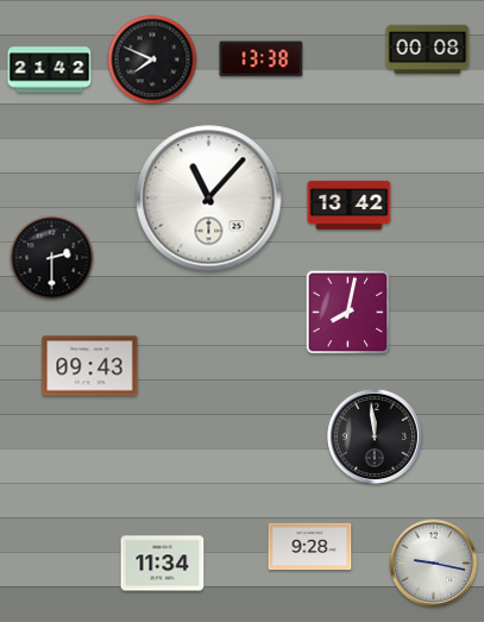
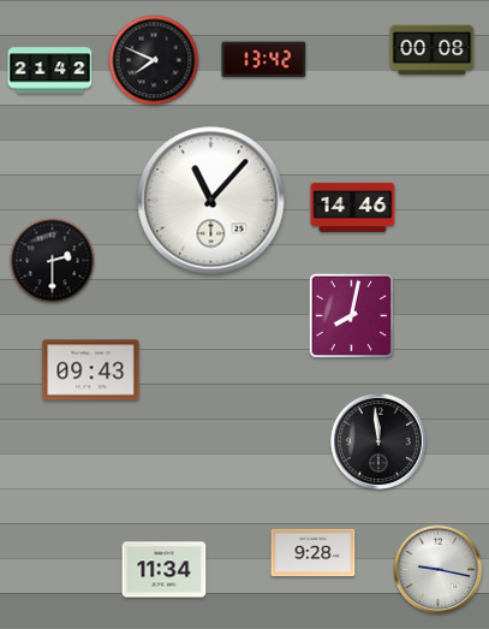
clock at (262, 59): 13:38 -> 13:42
clock at (350, 205): 13:42 -> 14:46
